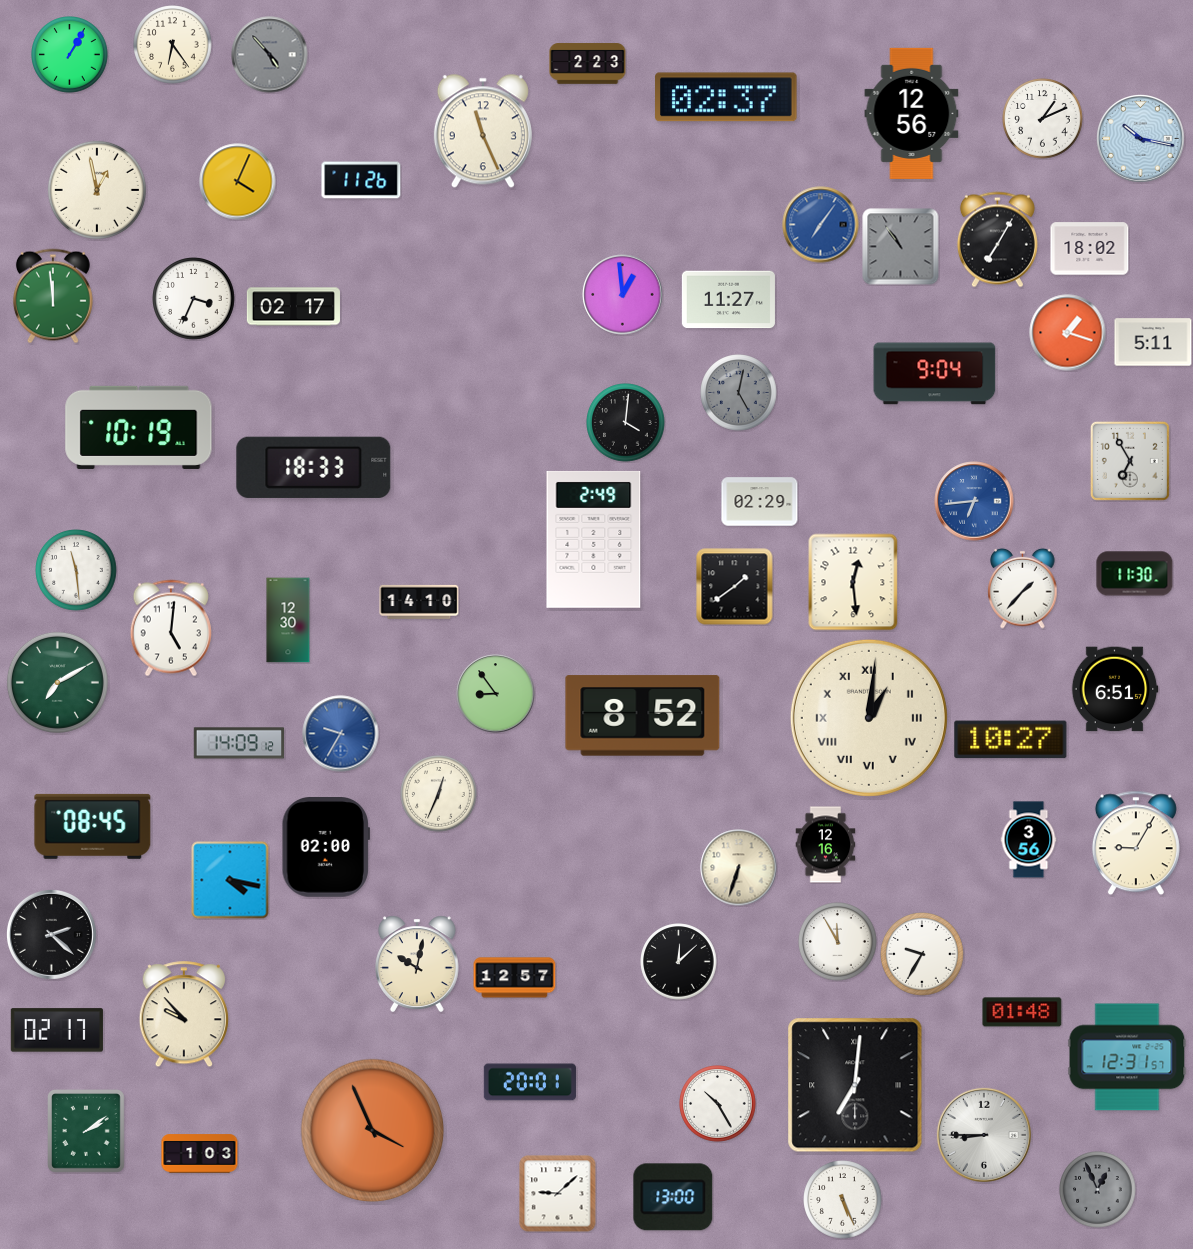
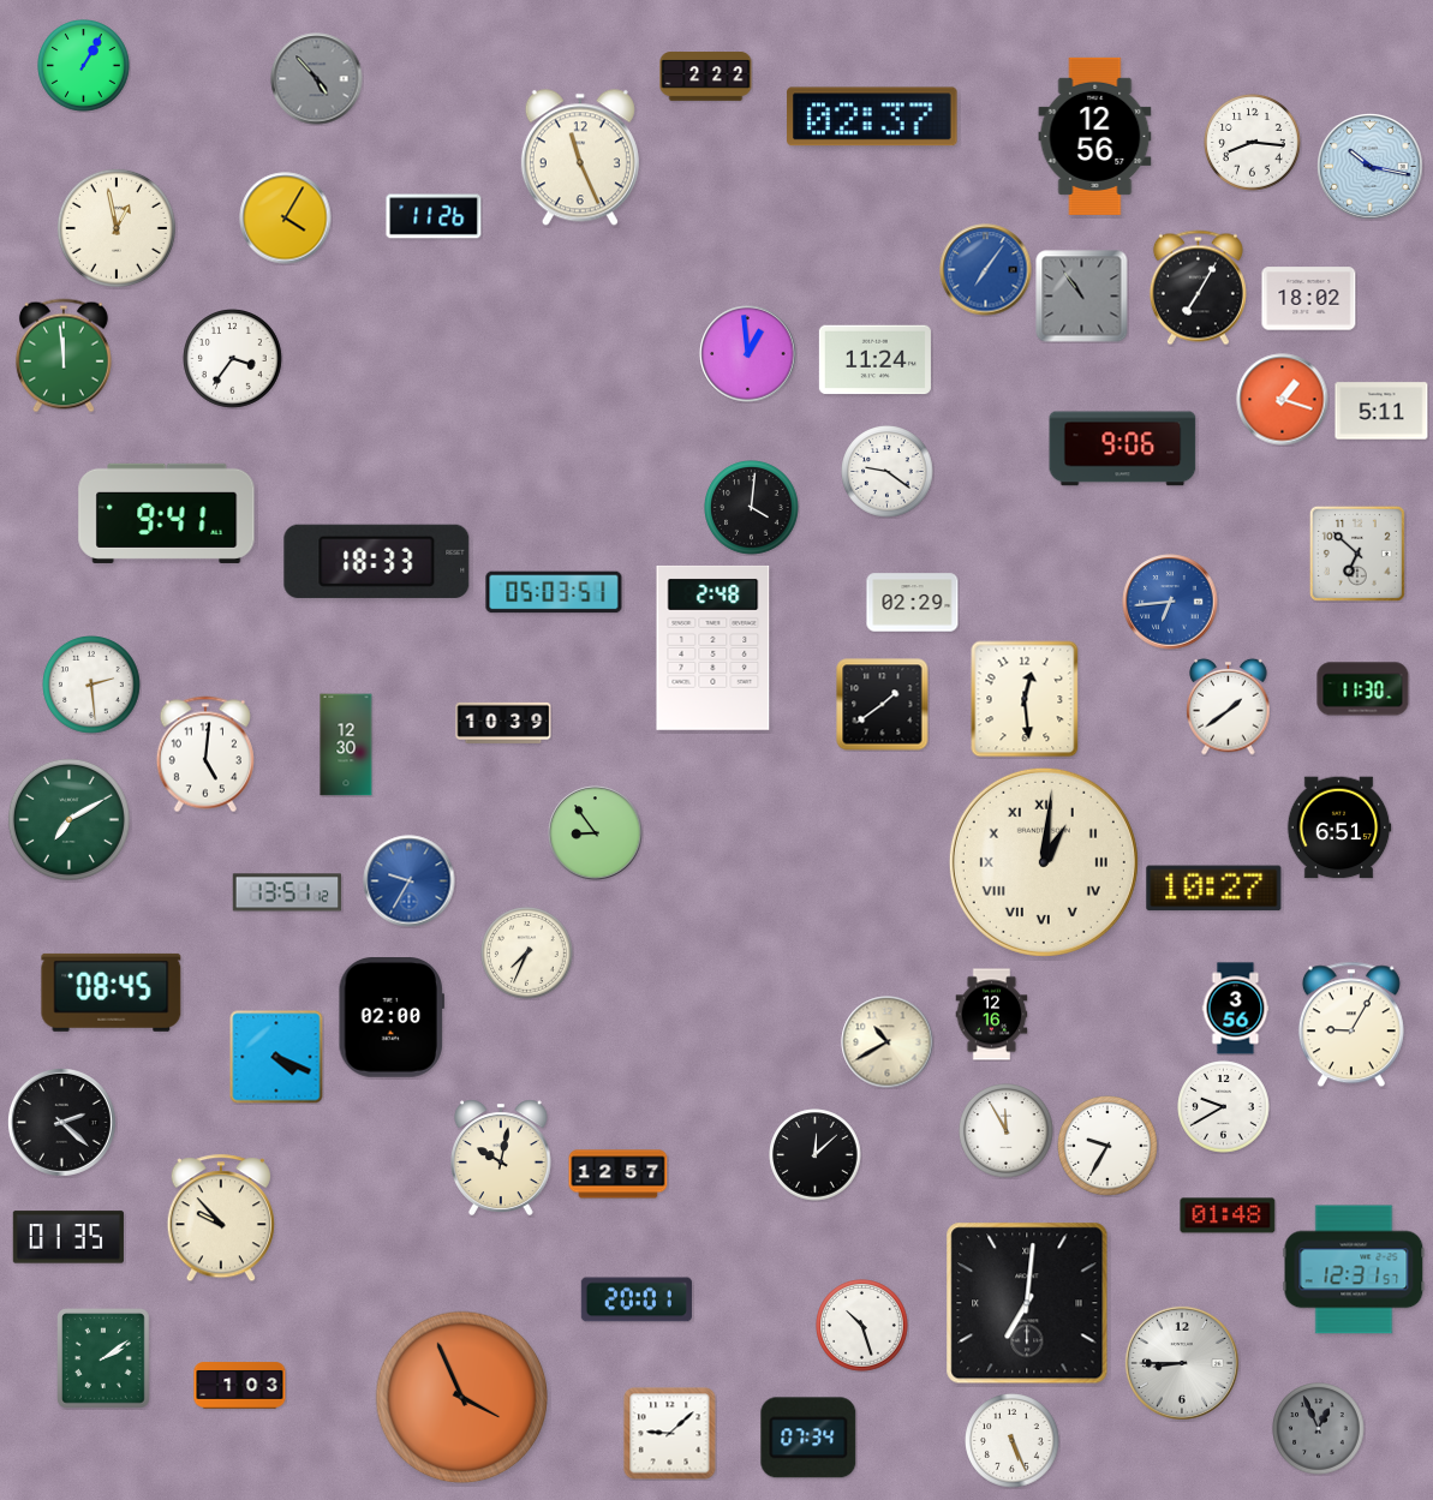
clock at (173, 45): 6:24 -> none
clock at (270, 55) position: (270, 55) -> (317, 79)
clock at (588, 64): 2:23 -> 2:22
clock at (1043, 119): 1:11 -> 8:16
clock at (238, 182): 4:04 -> 4:05
clock at (194, 299): 3:34 -> 3:36
clock at (728, 300): 11:27 -> 11:24
clock at (293, 307): 02:17 -> none
clock at (1153, 342) position: (1153, 342) -> (1381, 411)
clock at (935, 374): 9:04 -> 9:06
clock at (739, 393): 5:02 -> 9:21
clock at (739, 393) dial: grey -> white
clock at (139, 427): 10:19 -> 9:41
clock at (1130, 461): 6:55 -> 6:52
clock at (554, 592): none -> 05:03
clock at (594, 539): 2:49 -> 2:48
clock at (76, 570): 11:29 -> 2:29
clock at (1023, 588): 1:37 -> 1:39
clock at (419, 602): 14:10 -> 10:39
clock at (643, 716): 8:52 -> none
clock at (239, 743): 14:09 -> 13:51
clock at (439, 794): 12:34 -> 7:34
clock at (1136, 843) position: (1136, 843) -> (1351, 1024)
clock at (739, 868): 6:33 -> 10:40
clock at (230, 880): 4:17 -> 4:19
clock at (1224, 1107): none -> 9:40
clock at (57, 1030): 02:17 -> 01:35
clock at (718, 1104): 10:25 -> 10:27
clock at (373, 1131) position: (373, 1131) -> (462, 1398)
clock at (673, 1197): 13:00 -> 07:34
